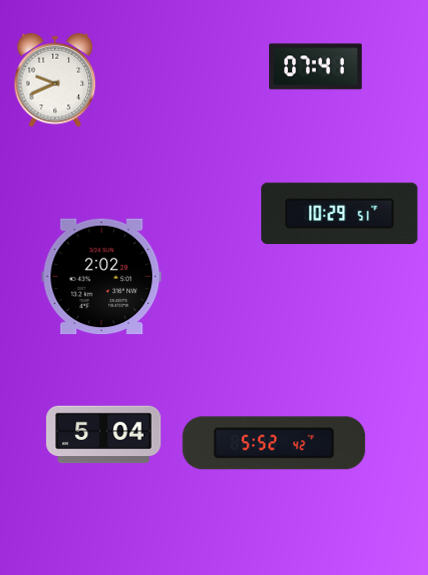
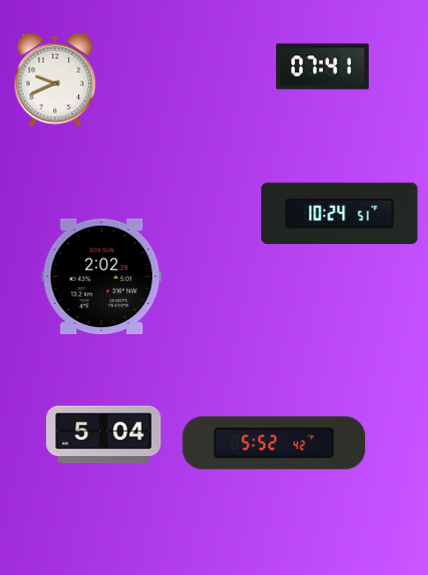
clock at (316, 67) position: (316, 67) -> (323, 67)
clock at (340, 214): 10:29 -> 10:24
